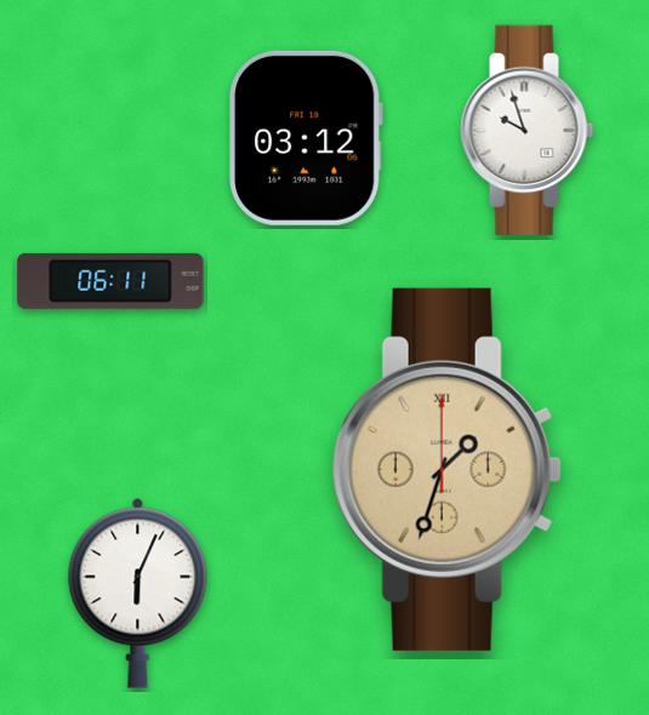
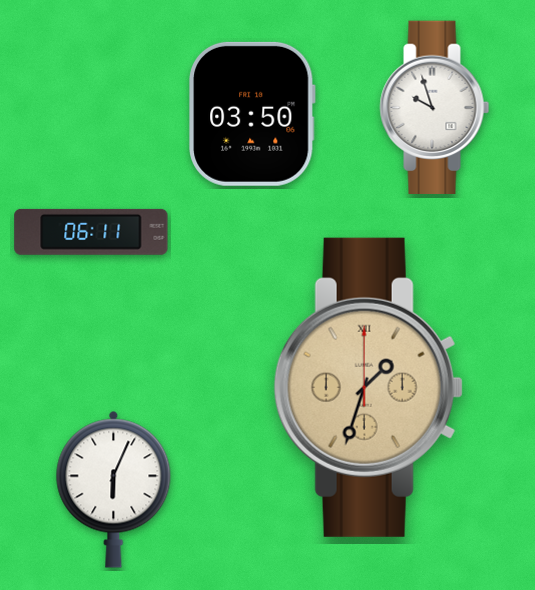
clock at (307, 138): 03:12 -> 03:50
